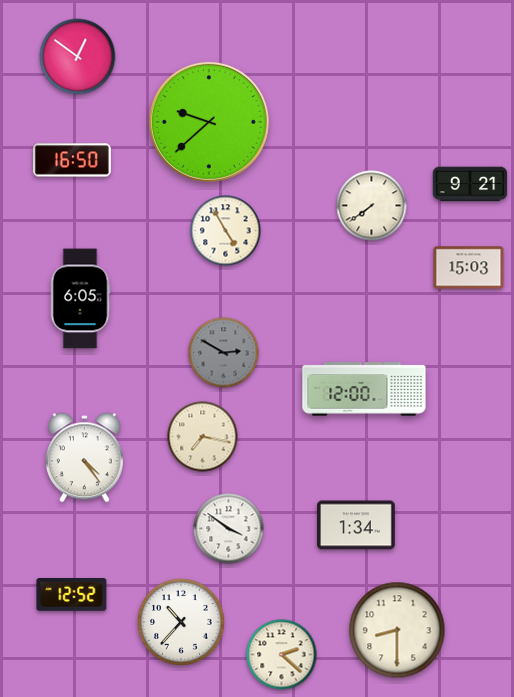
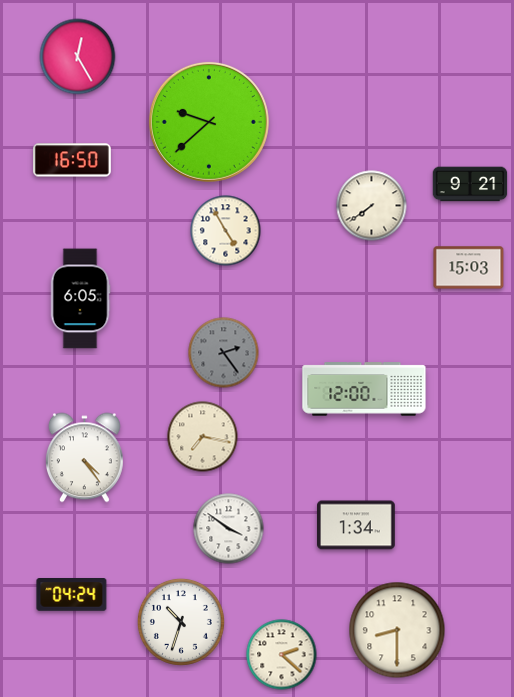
clock at (78, 57): 12:51 -> 12:25
clock at (224, 353): 2:50 -> 2:24
clock at (72, 595): 12:52 -> 04:24
clock at (181, 622): 10:37 -> 10:33
